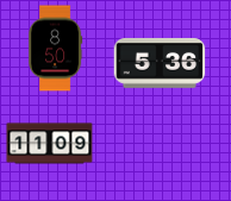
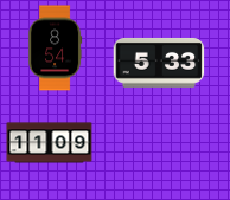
clock at (56, 49): 8:50 -> 8:54
clock at (160, 63): 5:36 -> 5:33
